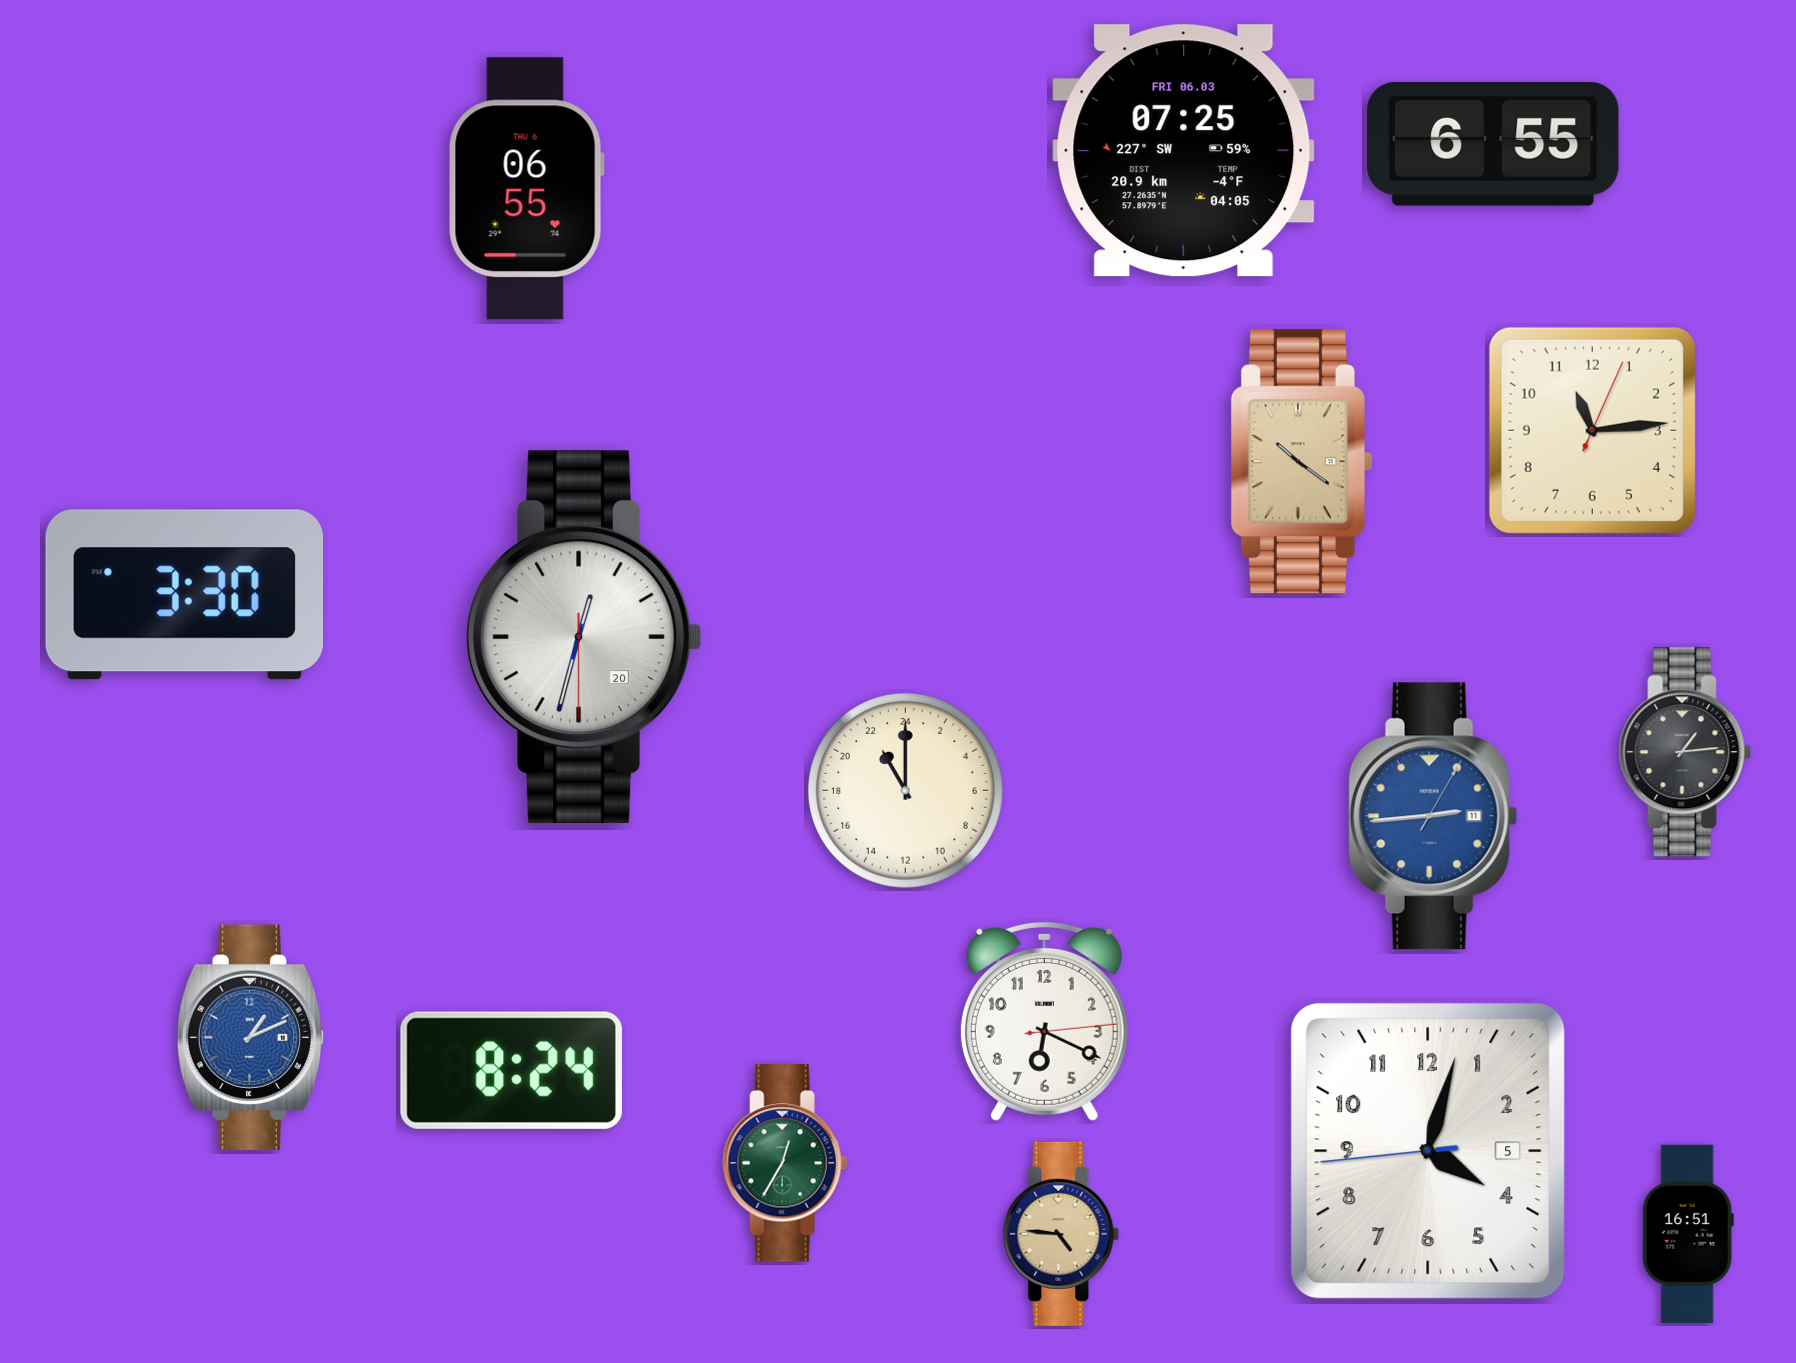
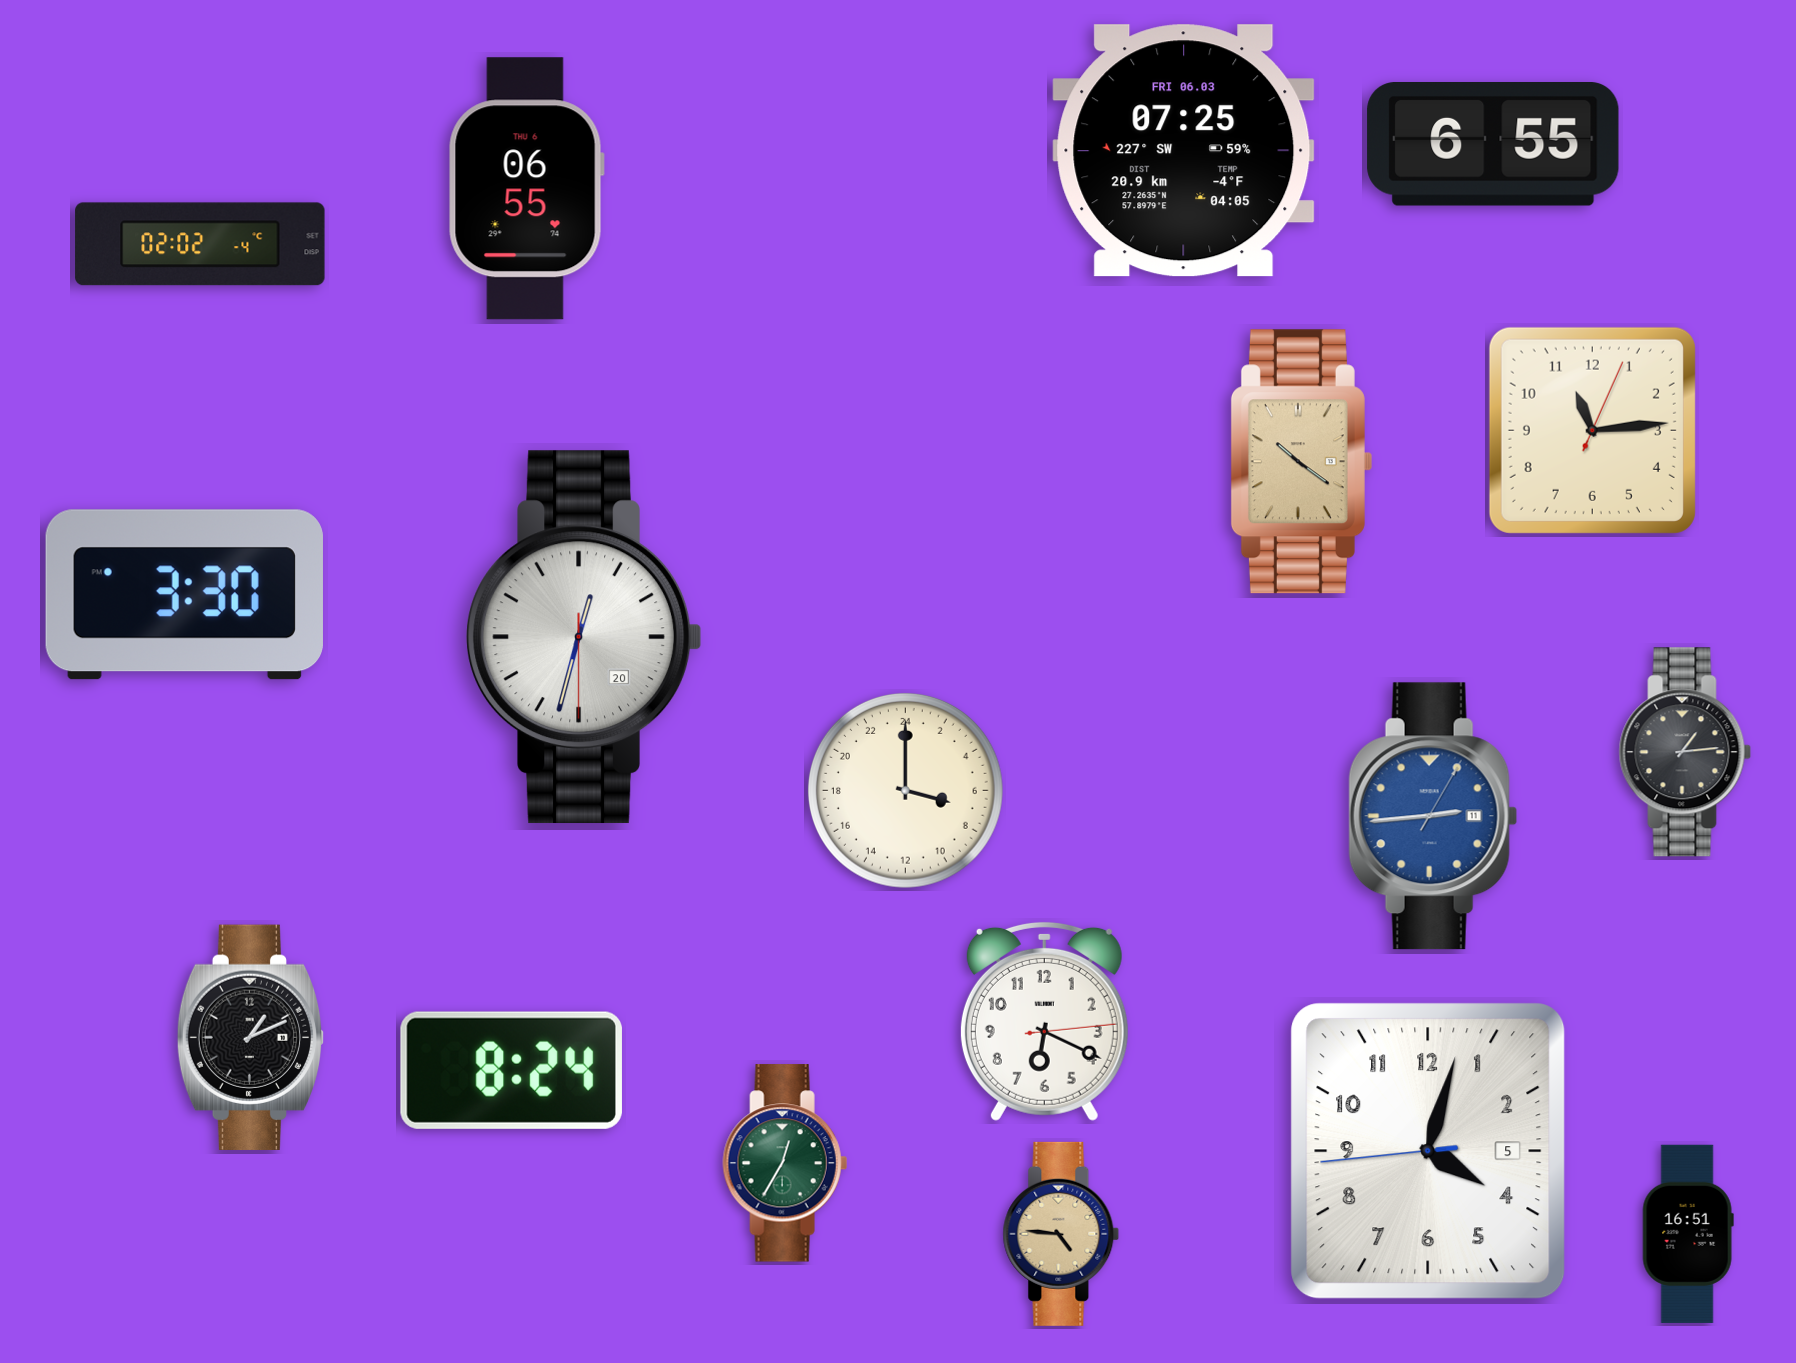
clock at (200, 244): none -> 02:02
clock at (905, 790): 22:00 -> 7:00
clock at (251, 1037) dial: blue -> black
